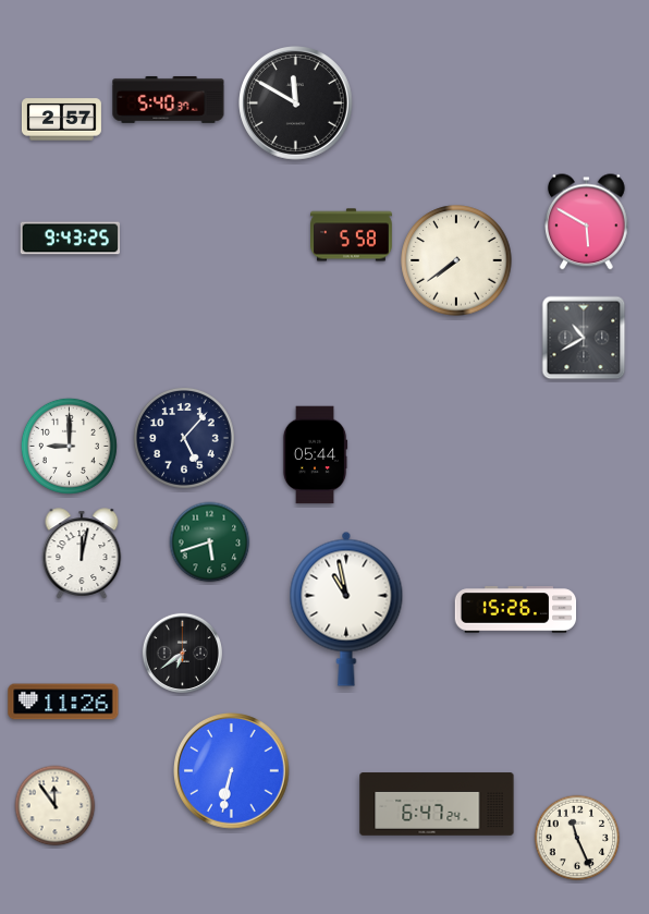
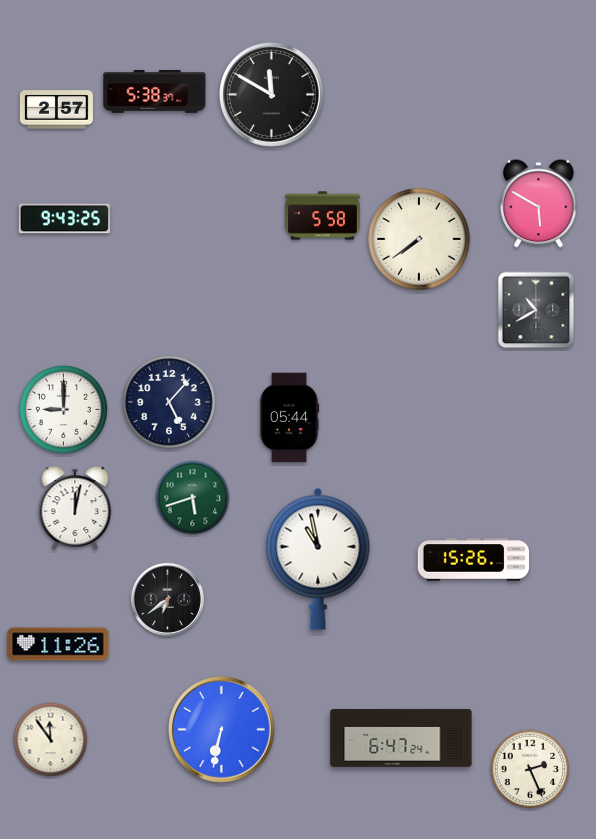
clock at (169, 99): 5:40 -> 5:38
clock at (232, 771) position: (232, 771) -> (222, 730)
clock at (577, 838): 11:26 -> 2:26
